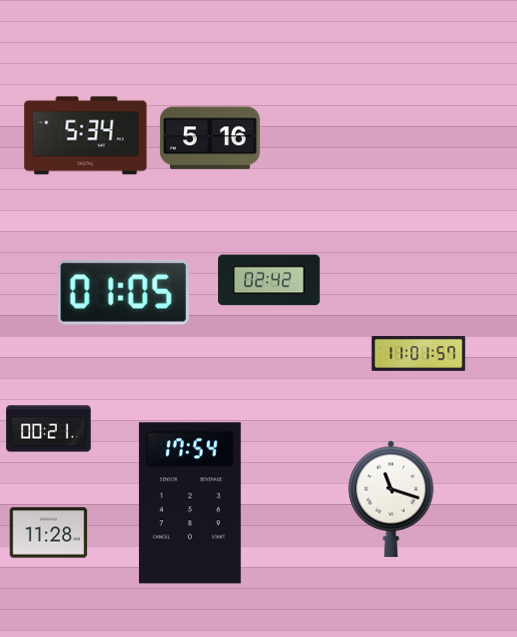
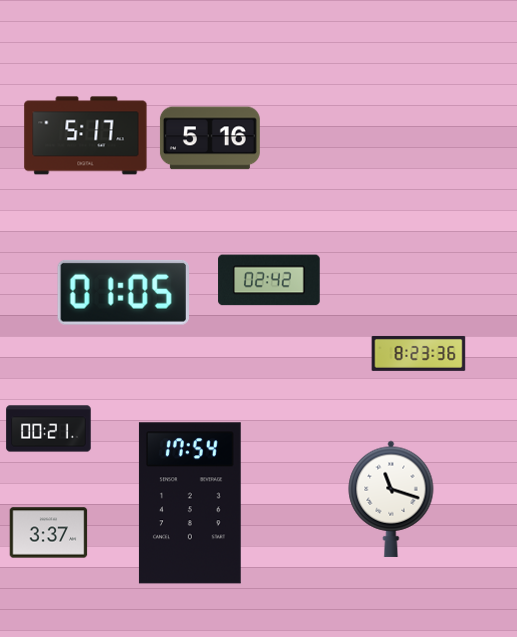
clock at (86, 136): 5:34 -> 5:17
clock at (419, 353): 11:01 -> 8:23
clock at (49, 533): 11:28 -> 3:37
